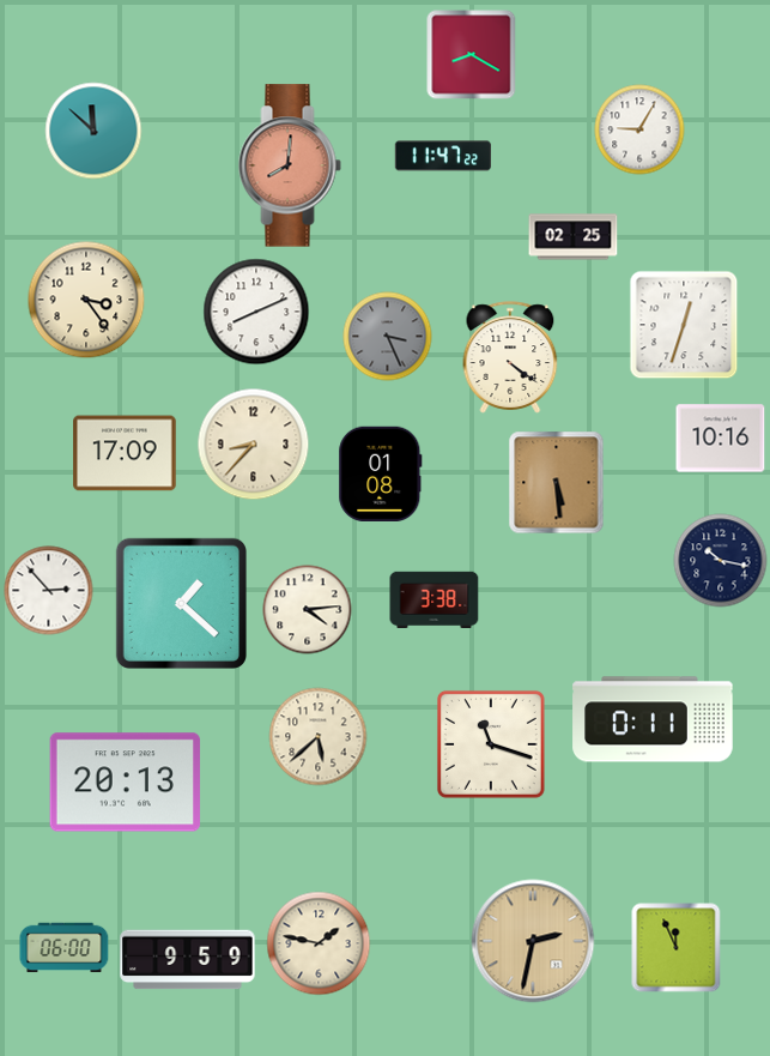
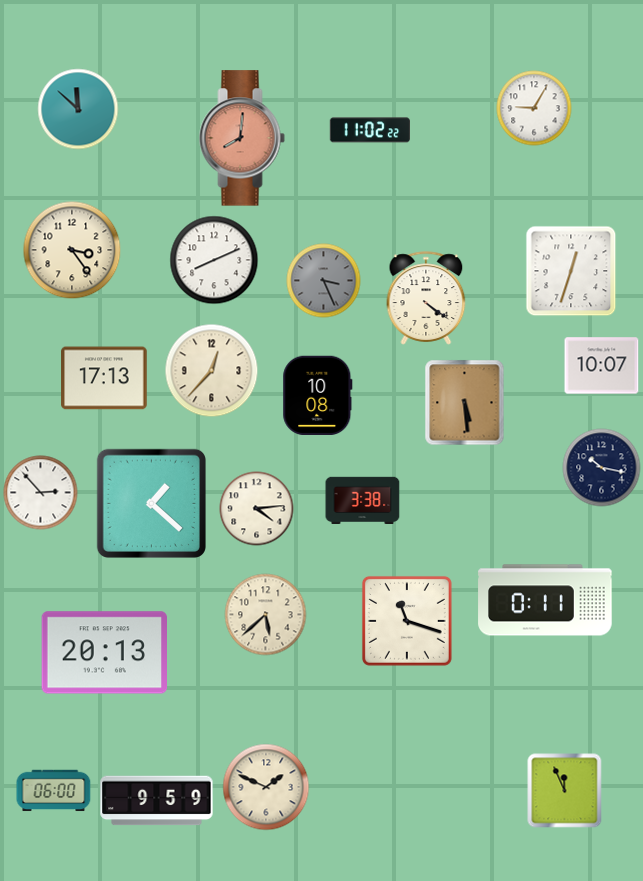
clock at (472, 55): 8:20 -> none
clock at (443, 156): 11:47 -> 11:02
clock at (574, 237): 02:25 -> none
clock at (721, 439): 10:16 -> 10:07
clock at (254, 445): 8:37 -> 12:37
clock at (125, 453): 17:09 -> 17:13
clock at (381, 475): 01:08 -> 10:08
clock at (491, 744) position: (491, 744) -> (407, 621)
clock at (533, 941): 2:32 -> none
clock at (319, 943): 1:47 -> 1:49
